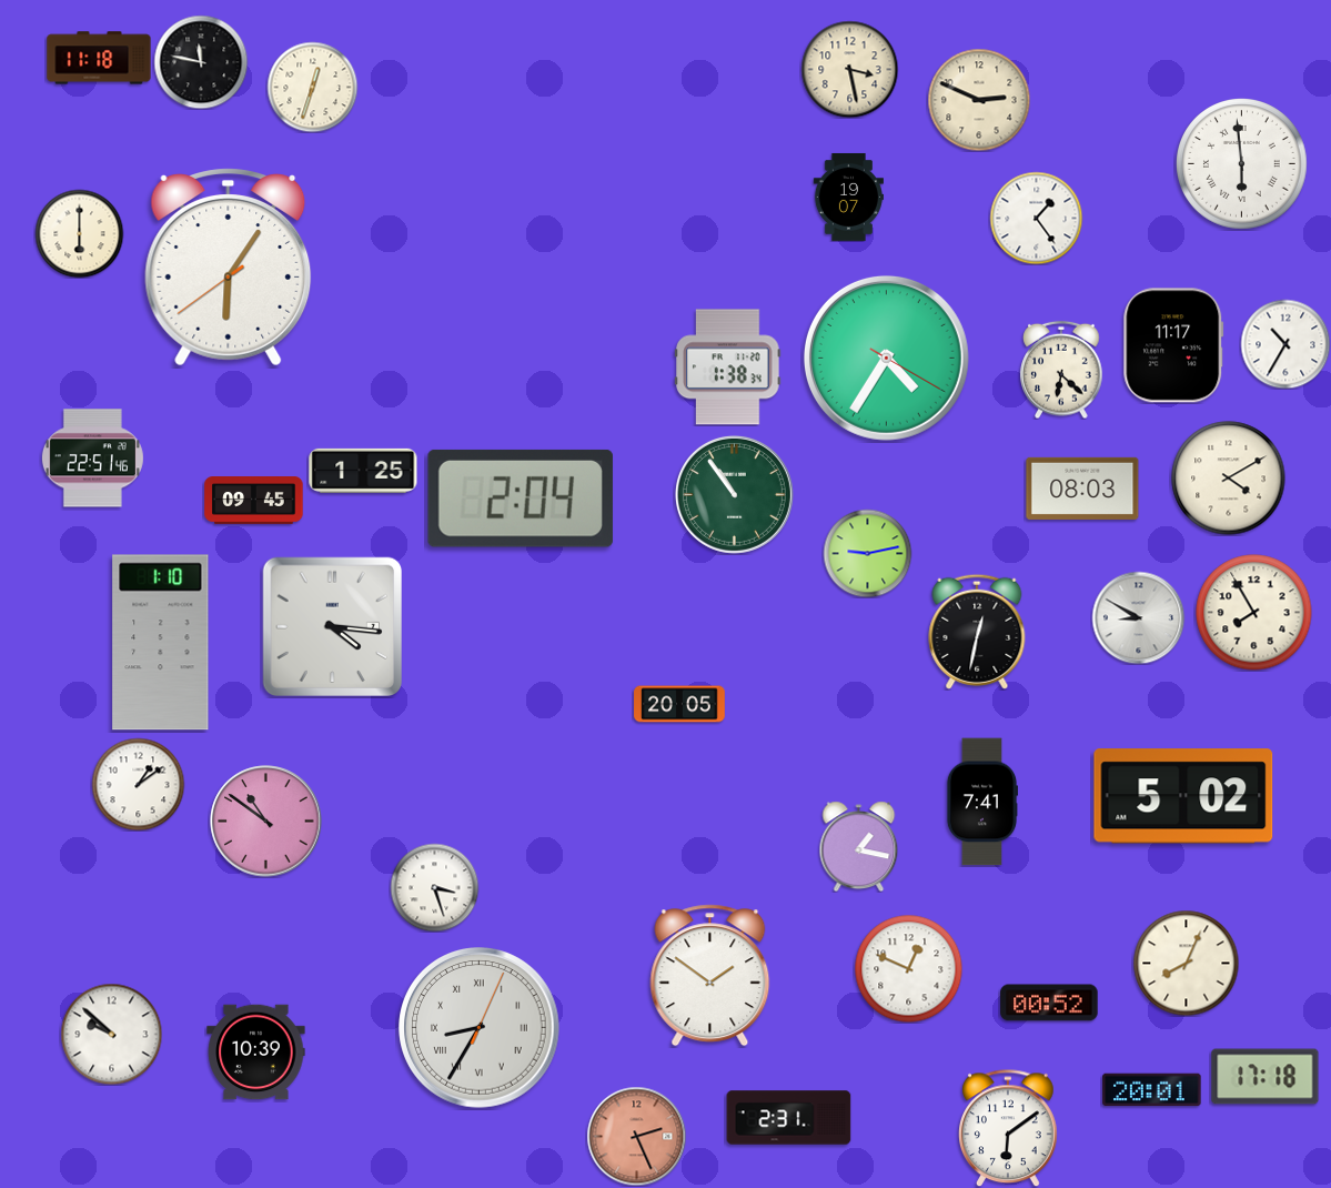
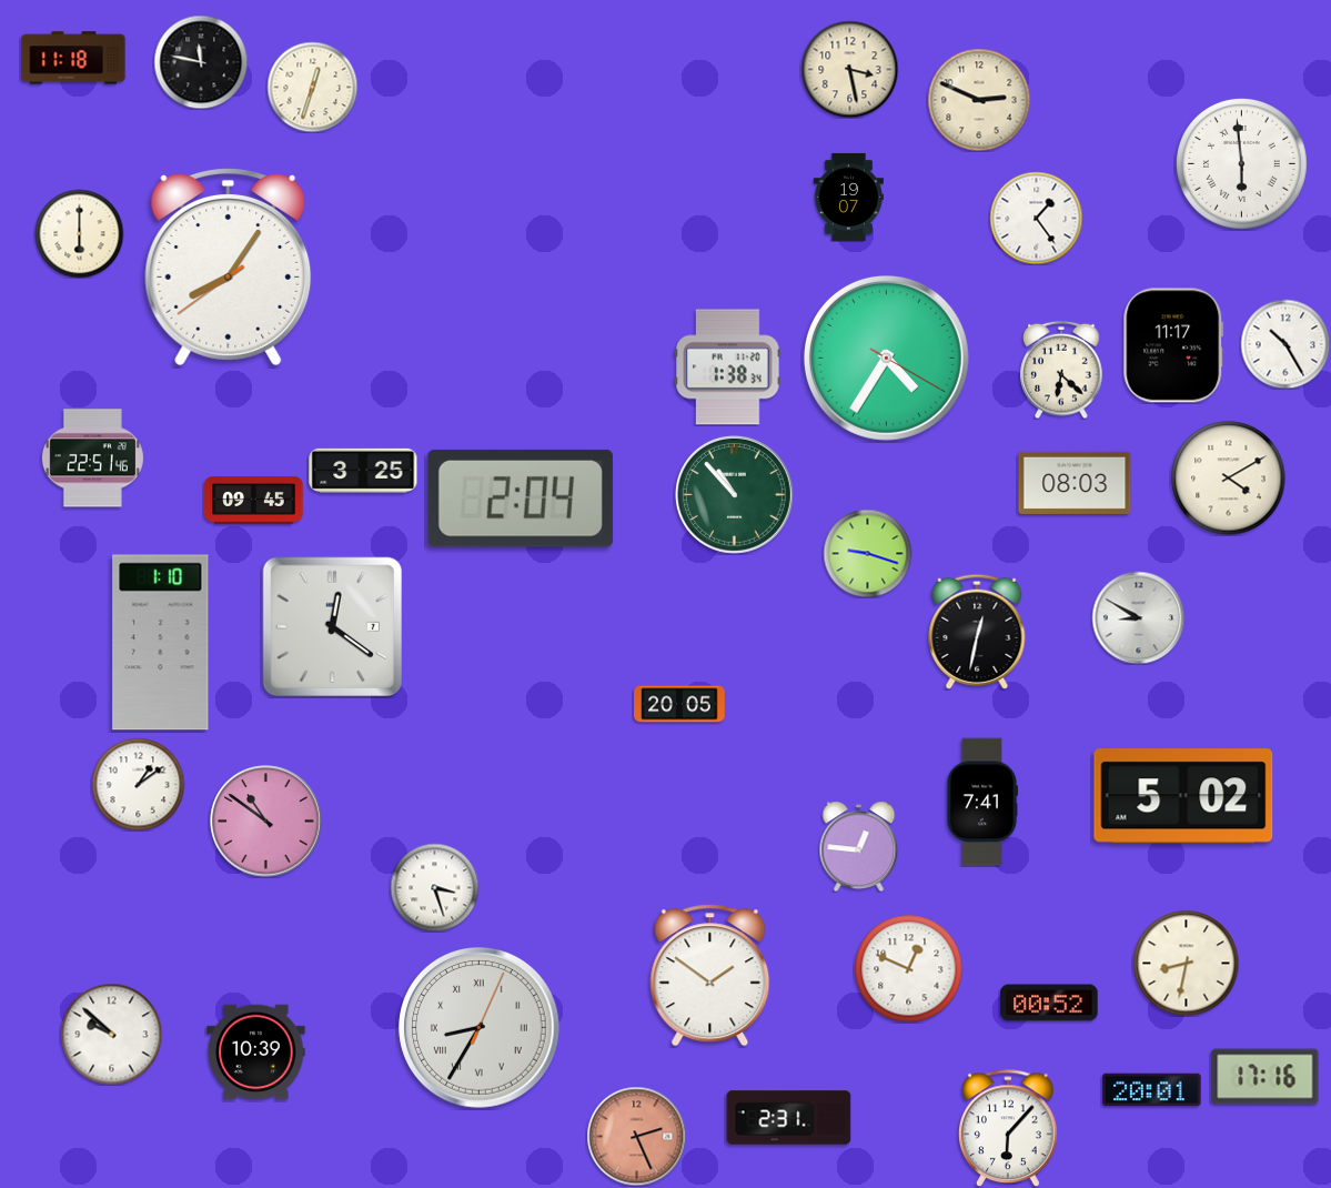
clock at (99, 58) position: (99, 58) -> (73, 58)
clock at (229, 268): 6:05 -> 8:05
clock at (1285, 344): 10:35 -> 10:25
clock at (363, 471): 1:25 -> 3:25
clock at (1082, 489) position: (1082, 489) -> (1075, 483)
clock at (734, 494): 10:54 -> 10:53
clock at (867, 553): 9:13 -> 9:18
clock at (1254, 613): 7:55 -> none
clock at (332, 626): 4:16 -> 12:21
clock at (859, 846): 1:17 -> 12:46
clock at (1186, 963): 8:04 -> 8:32
clock at (1266, 1077): 17:18 -> 17:16
clock at (1009, 1128): 6:09 -> 6:07
